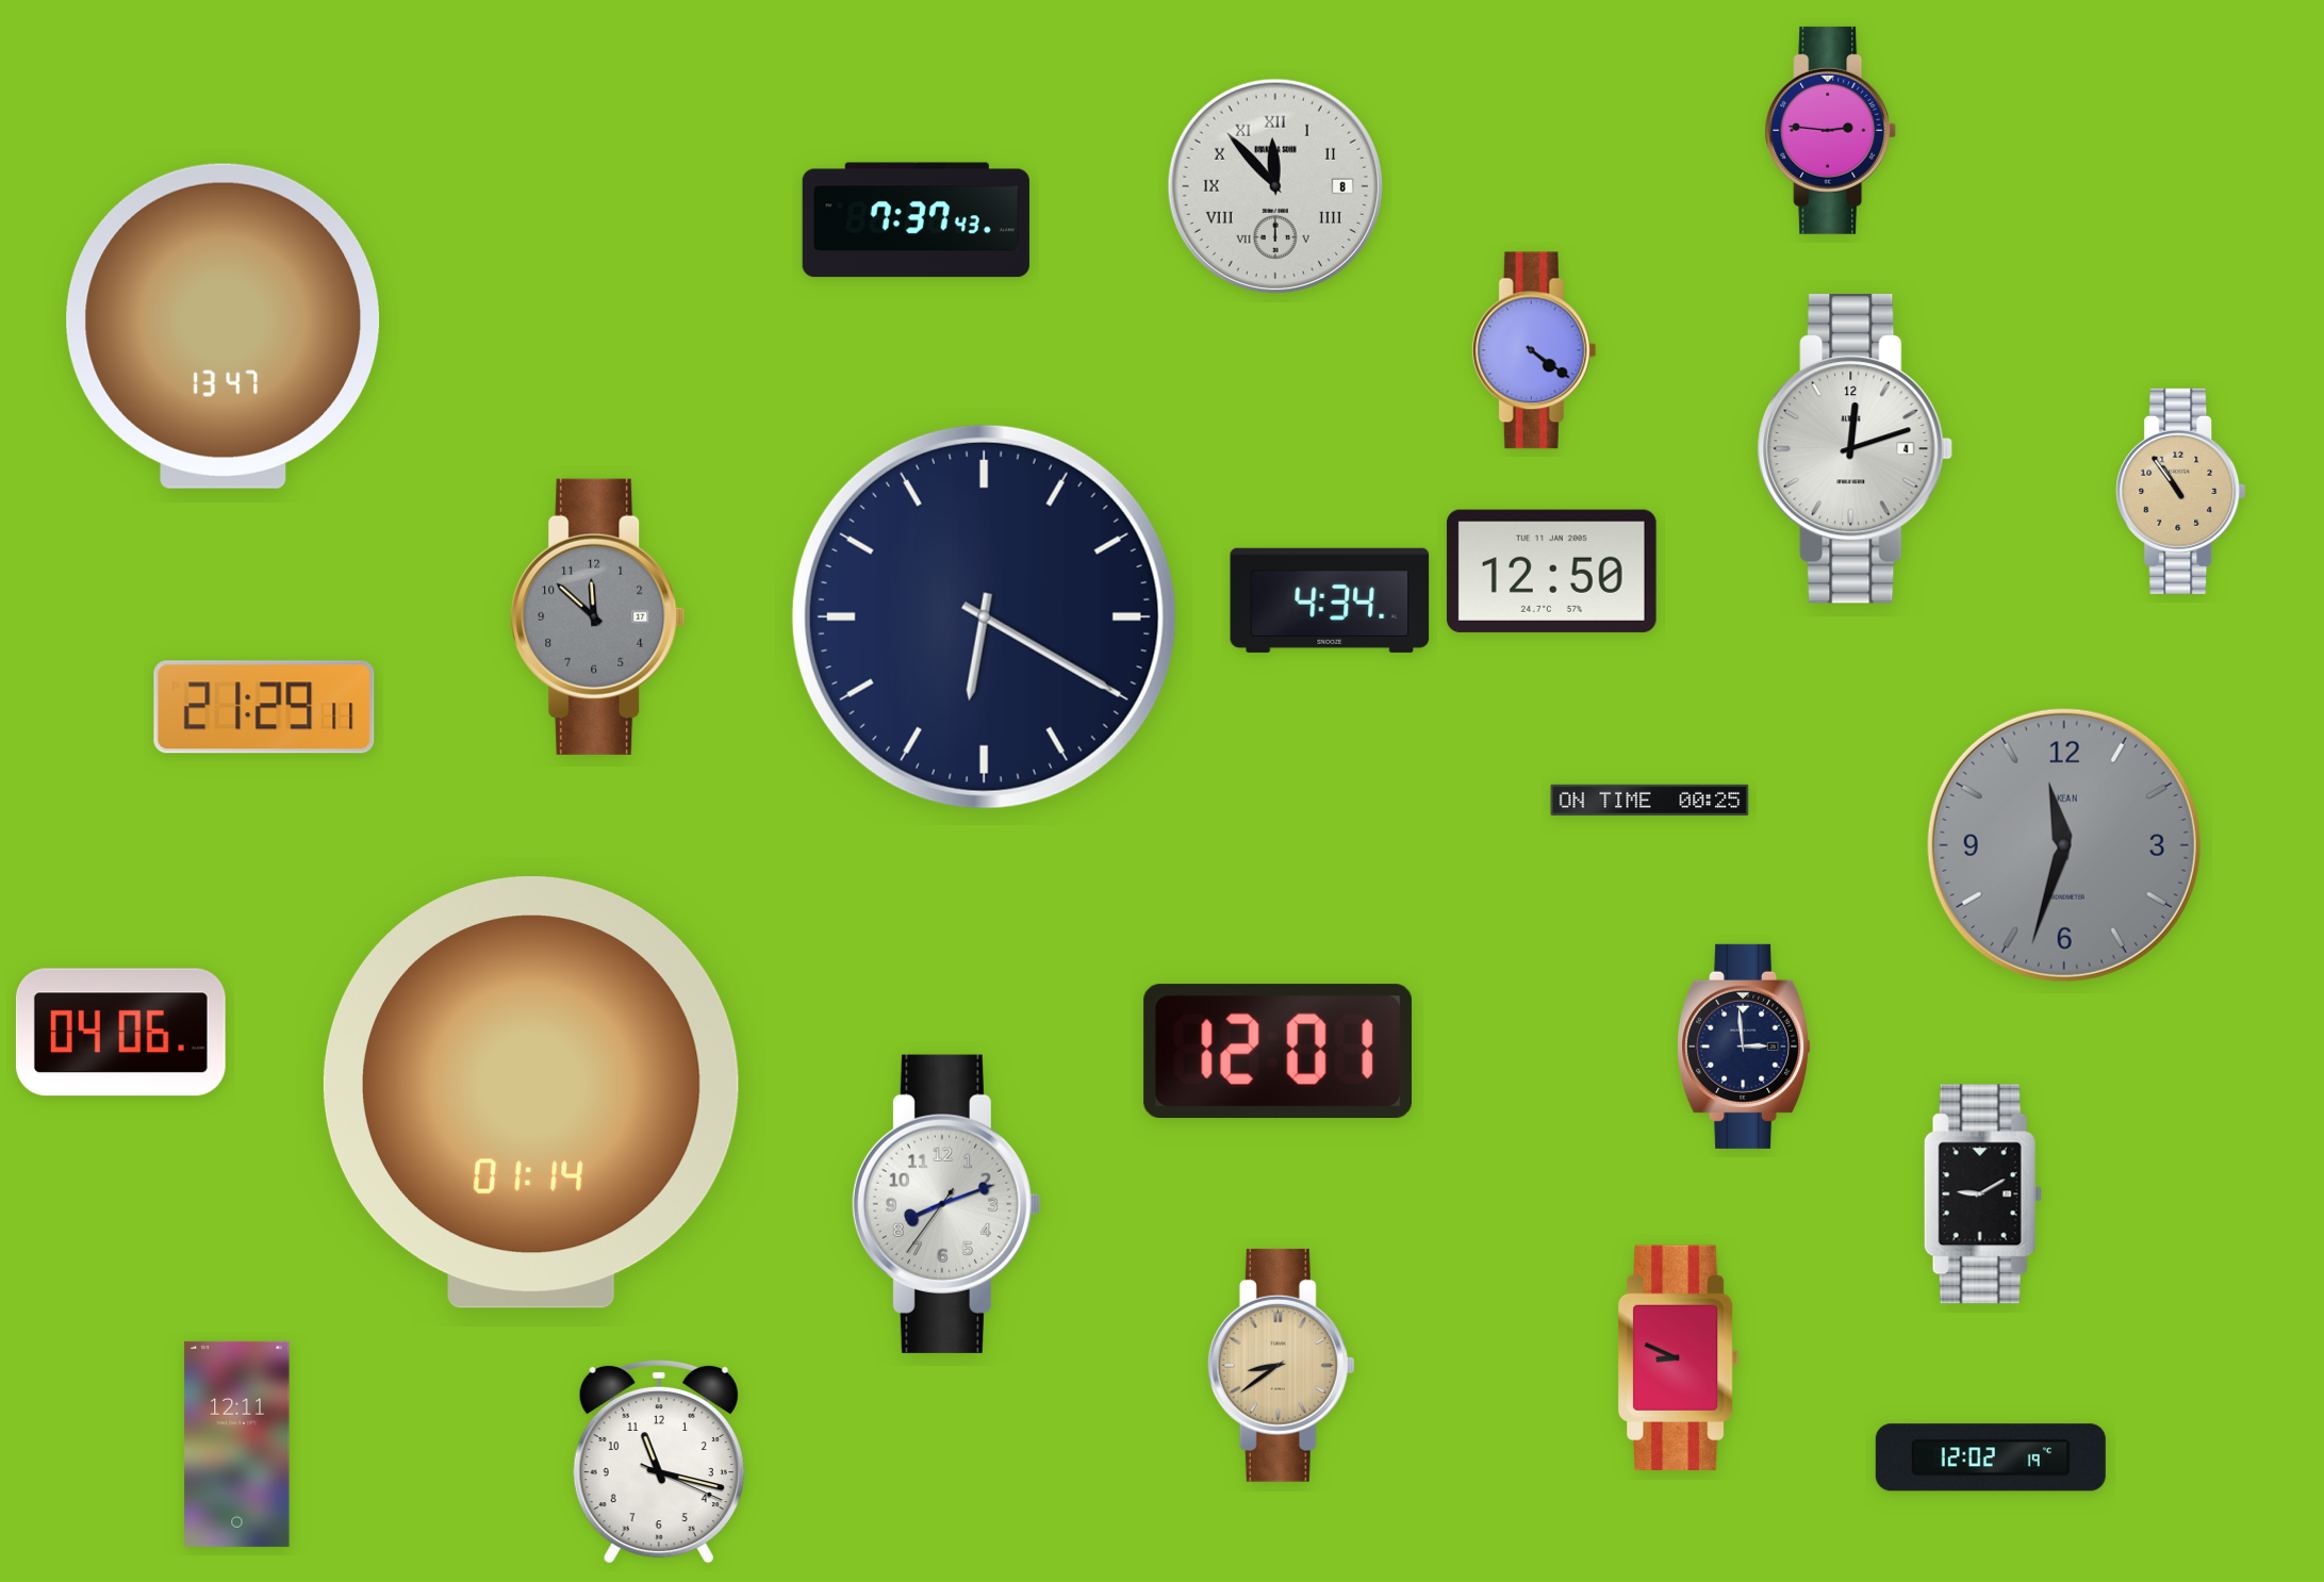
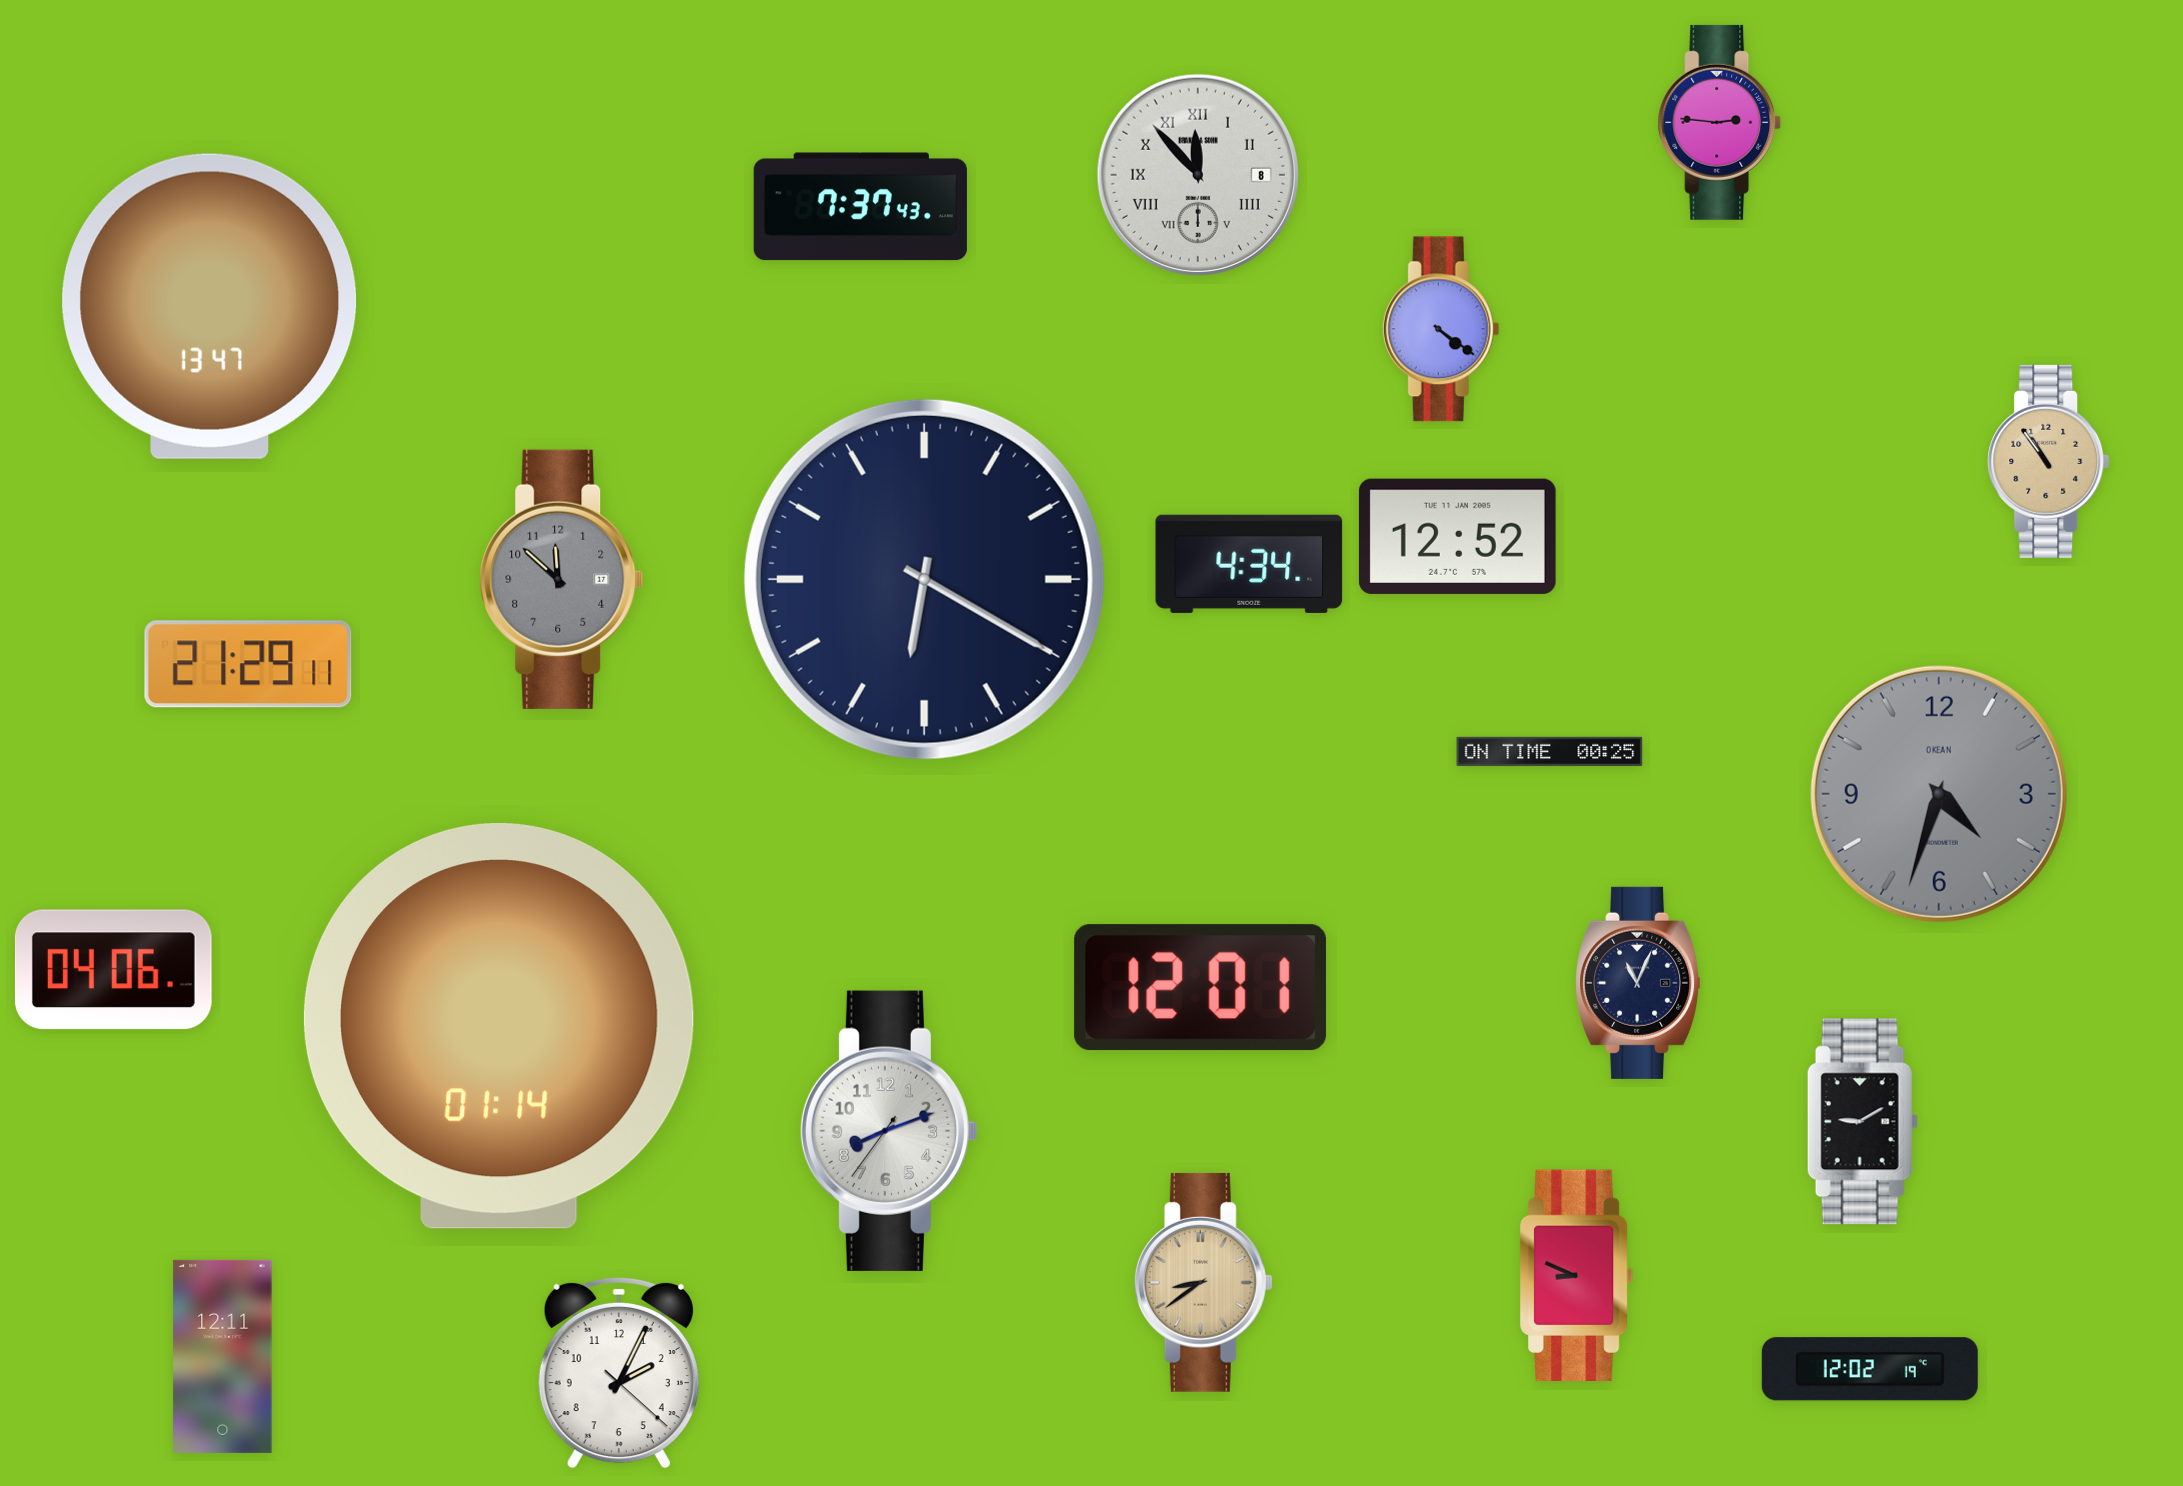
clock at (1856, 449): 12:12 -> none
clock at (1551, 571): 12:50 -> 12:52
clock at (2064, 845): 11:33 -> 4:33
clock at (1744, 1047): 2:59 -> 11:04
clock at (659, 1462): 11:17 -> 2:04
